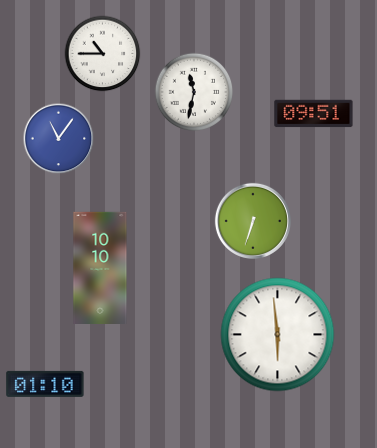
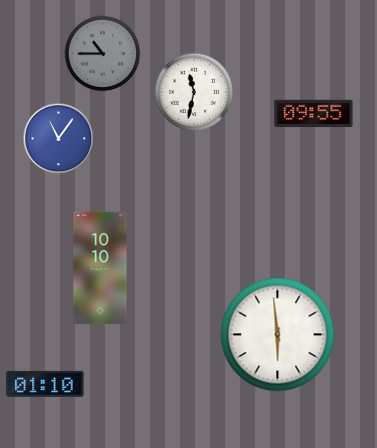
clock at (103, 54) dial: white -> grey
clock at (314, 114): 09:51 -> 09:55
clock at (253, 221): 6:33 -> none
